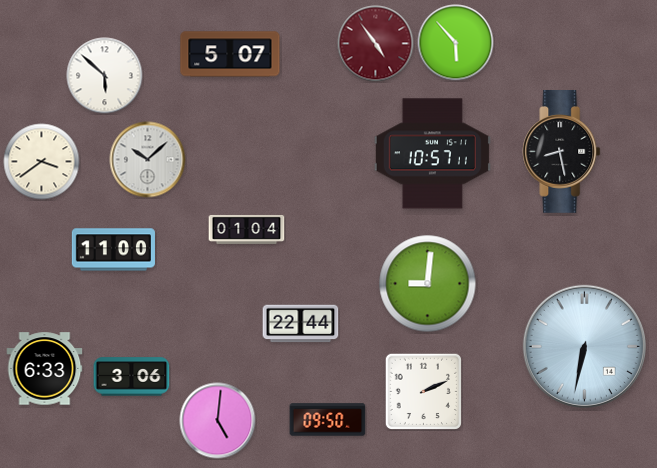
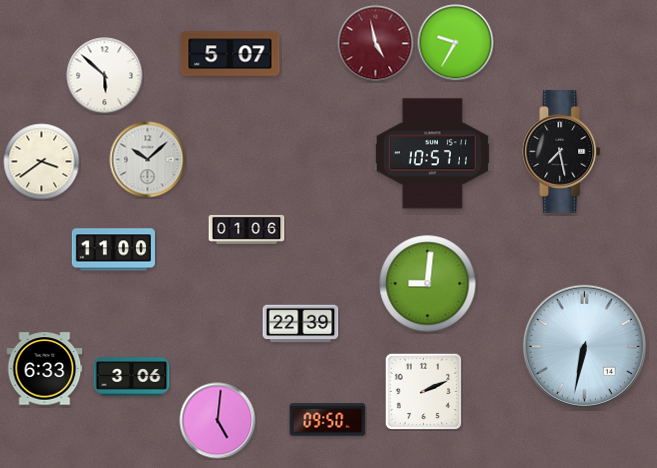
clock at (456, 43): 5:53 -> 9:35
clock at (376, 44): 4:54 -> 4:58
clock at (562, 152): 8:28 -> 7:28
clock at (247, 229): 01:04 -> 01:06
clock at (301, 324): 22:44 -> 22:39
